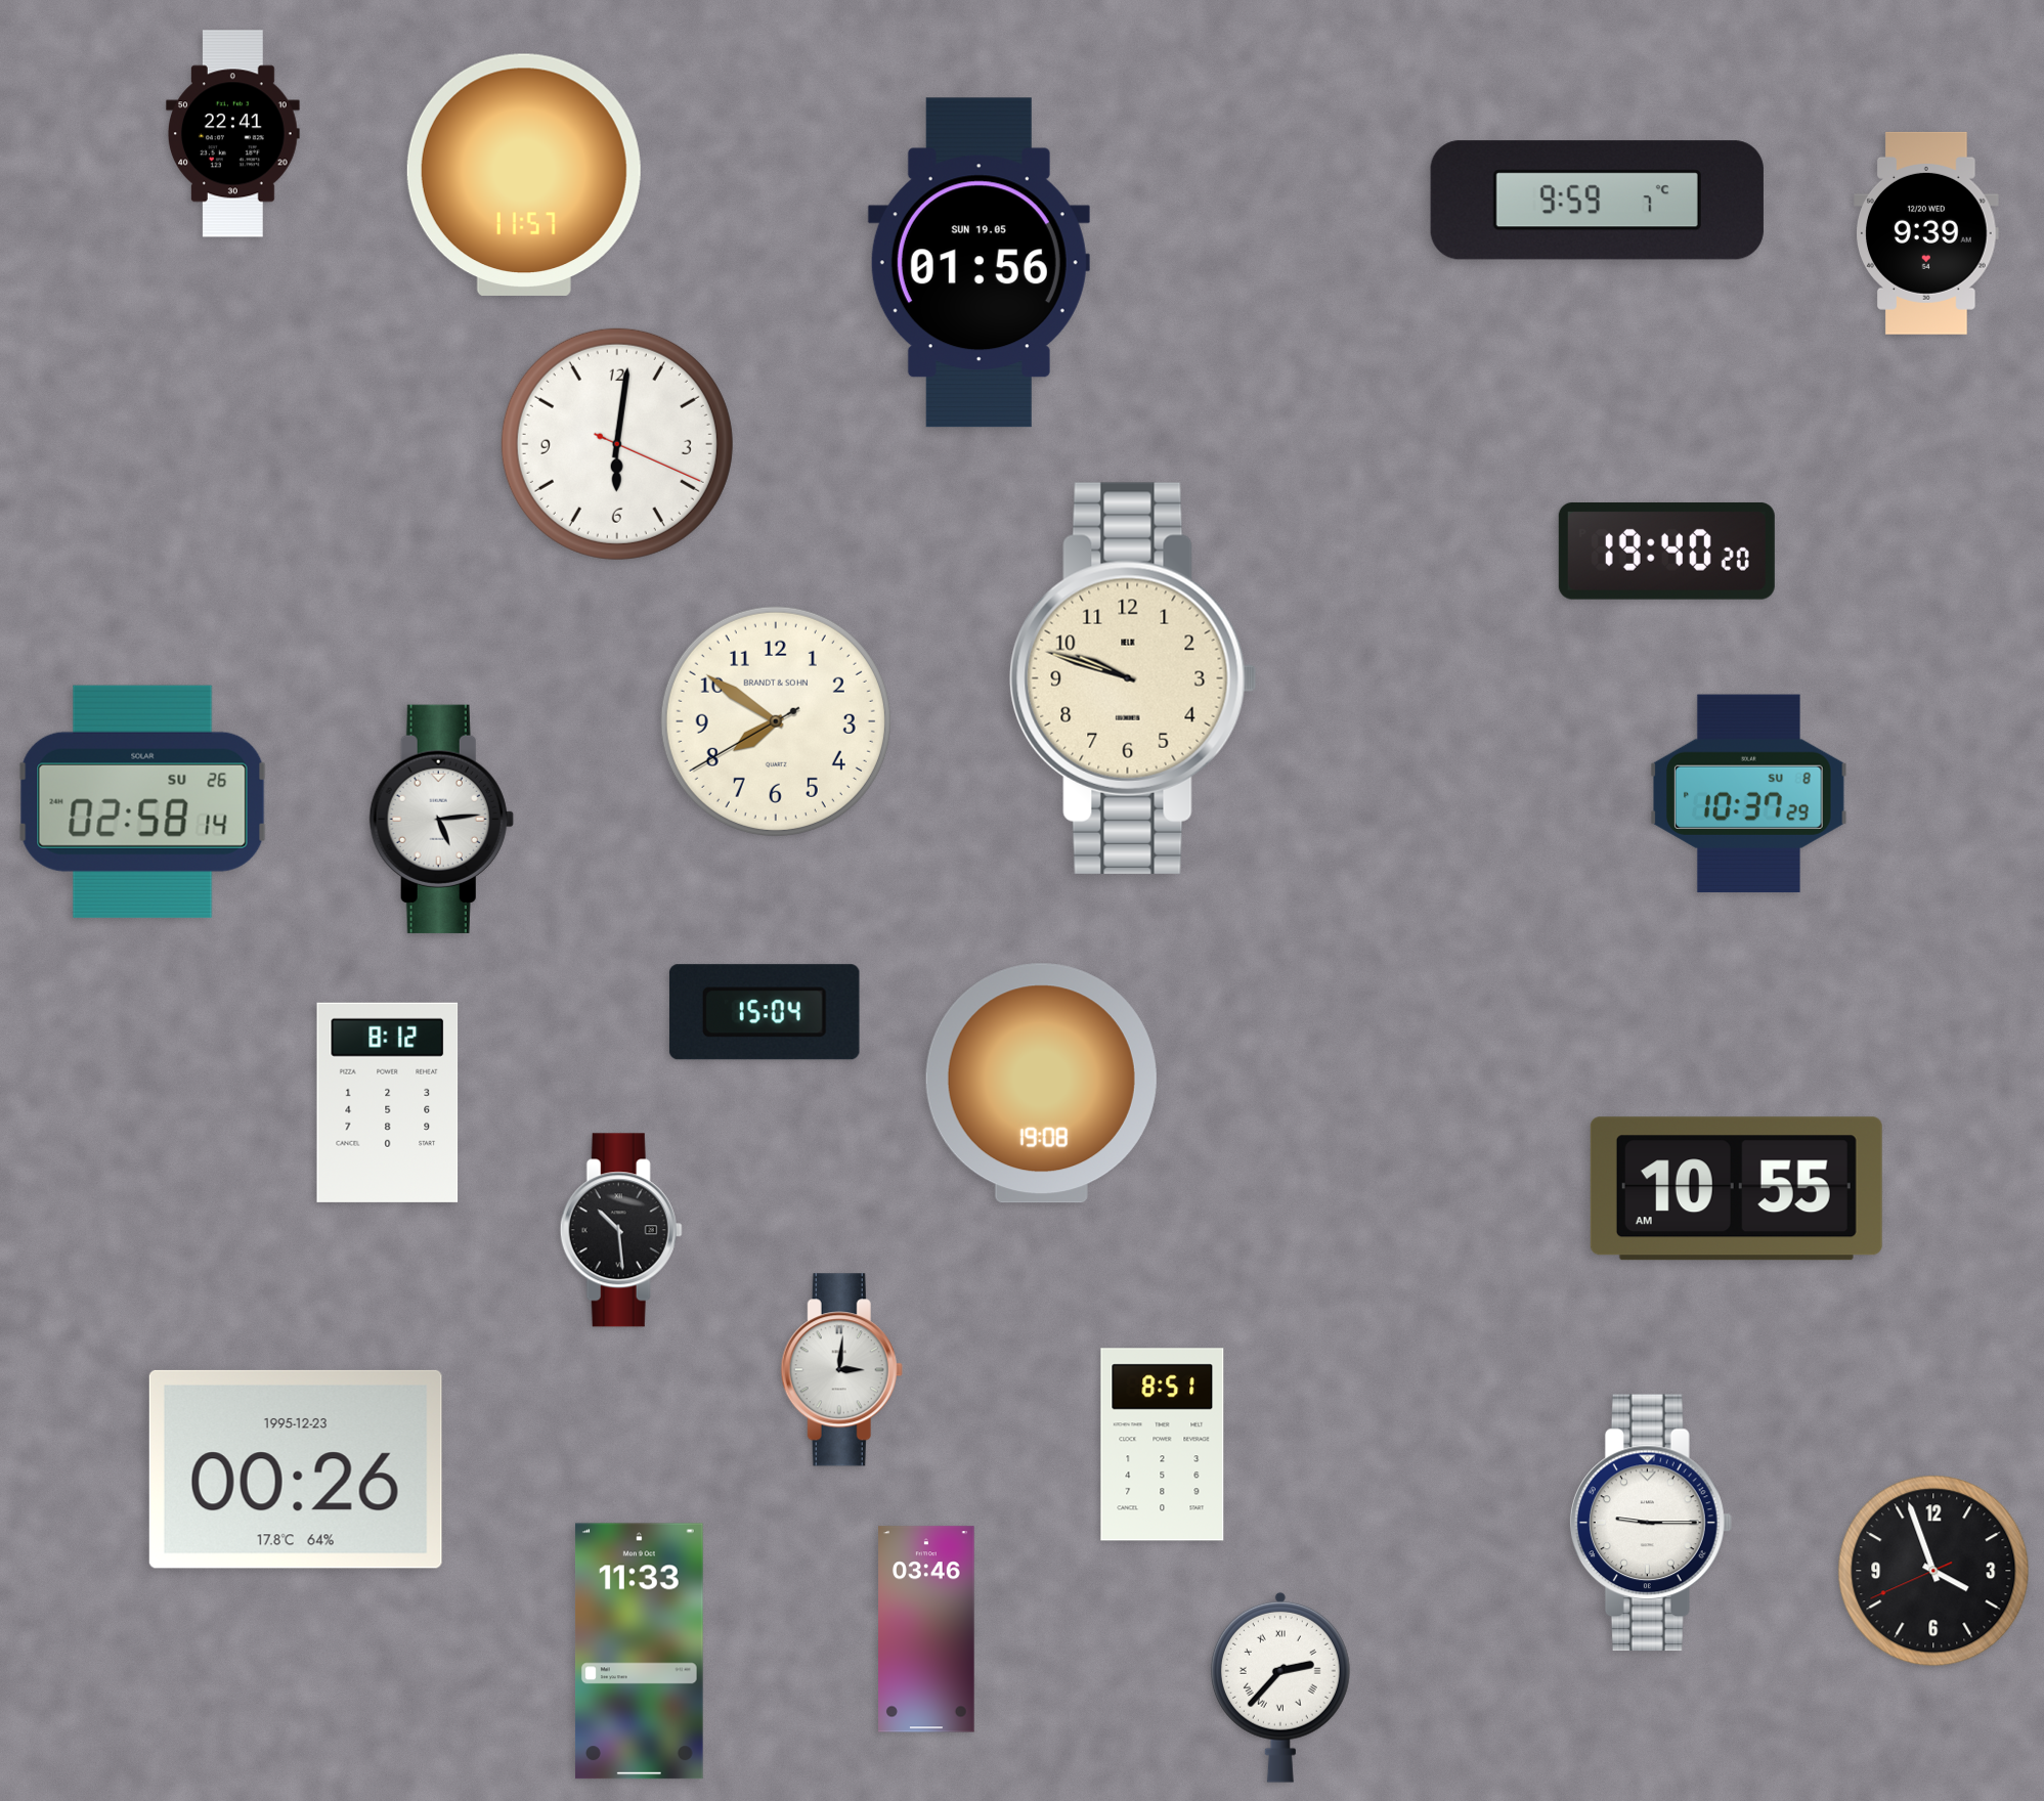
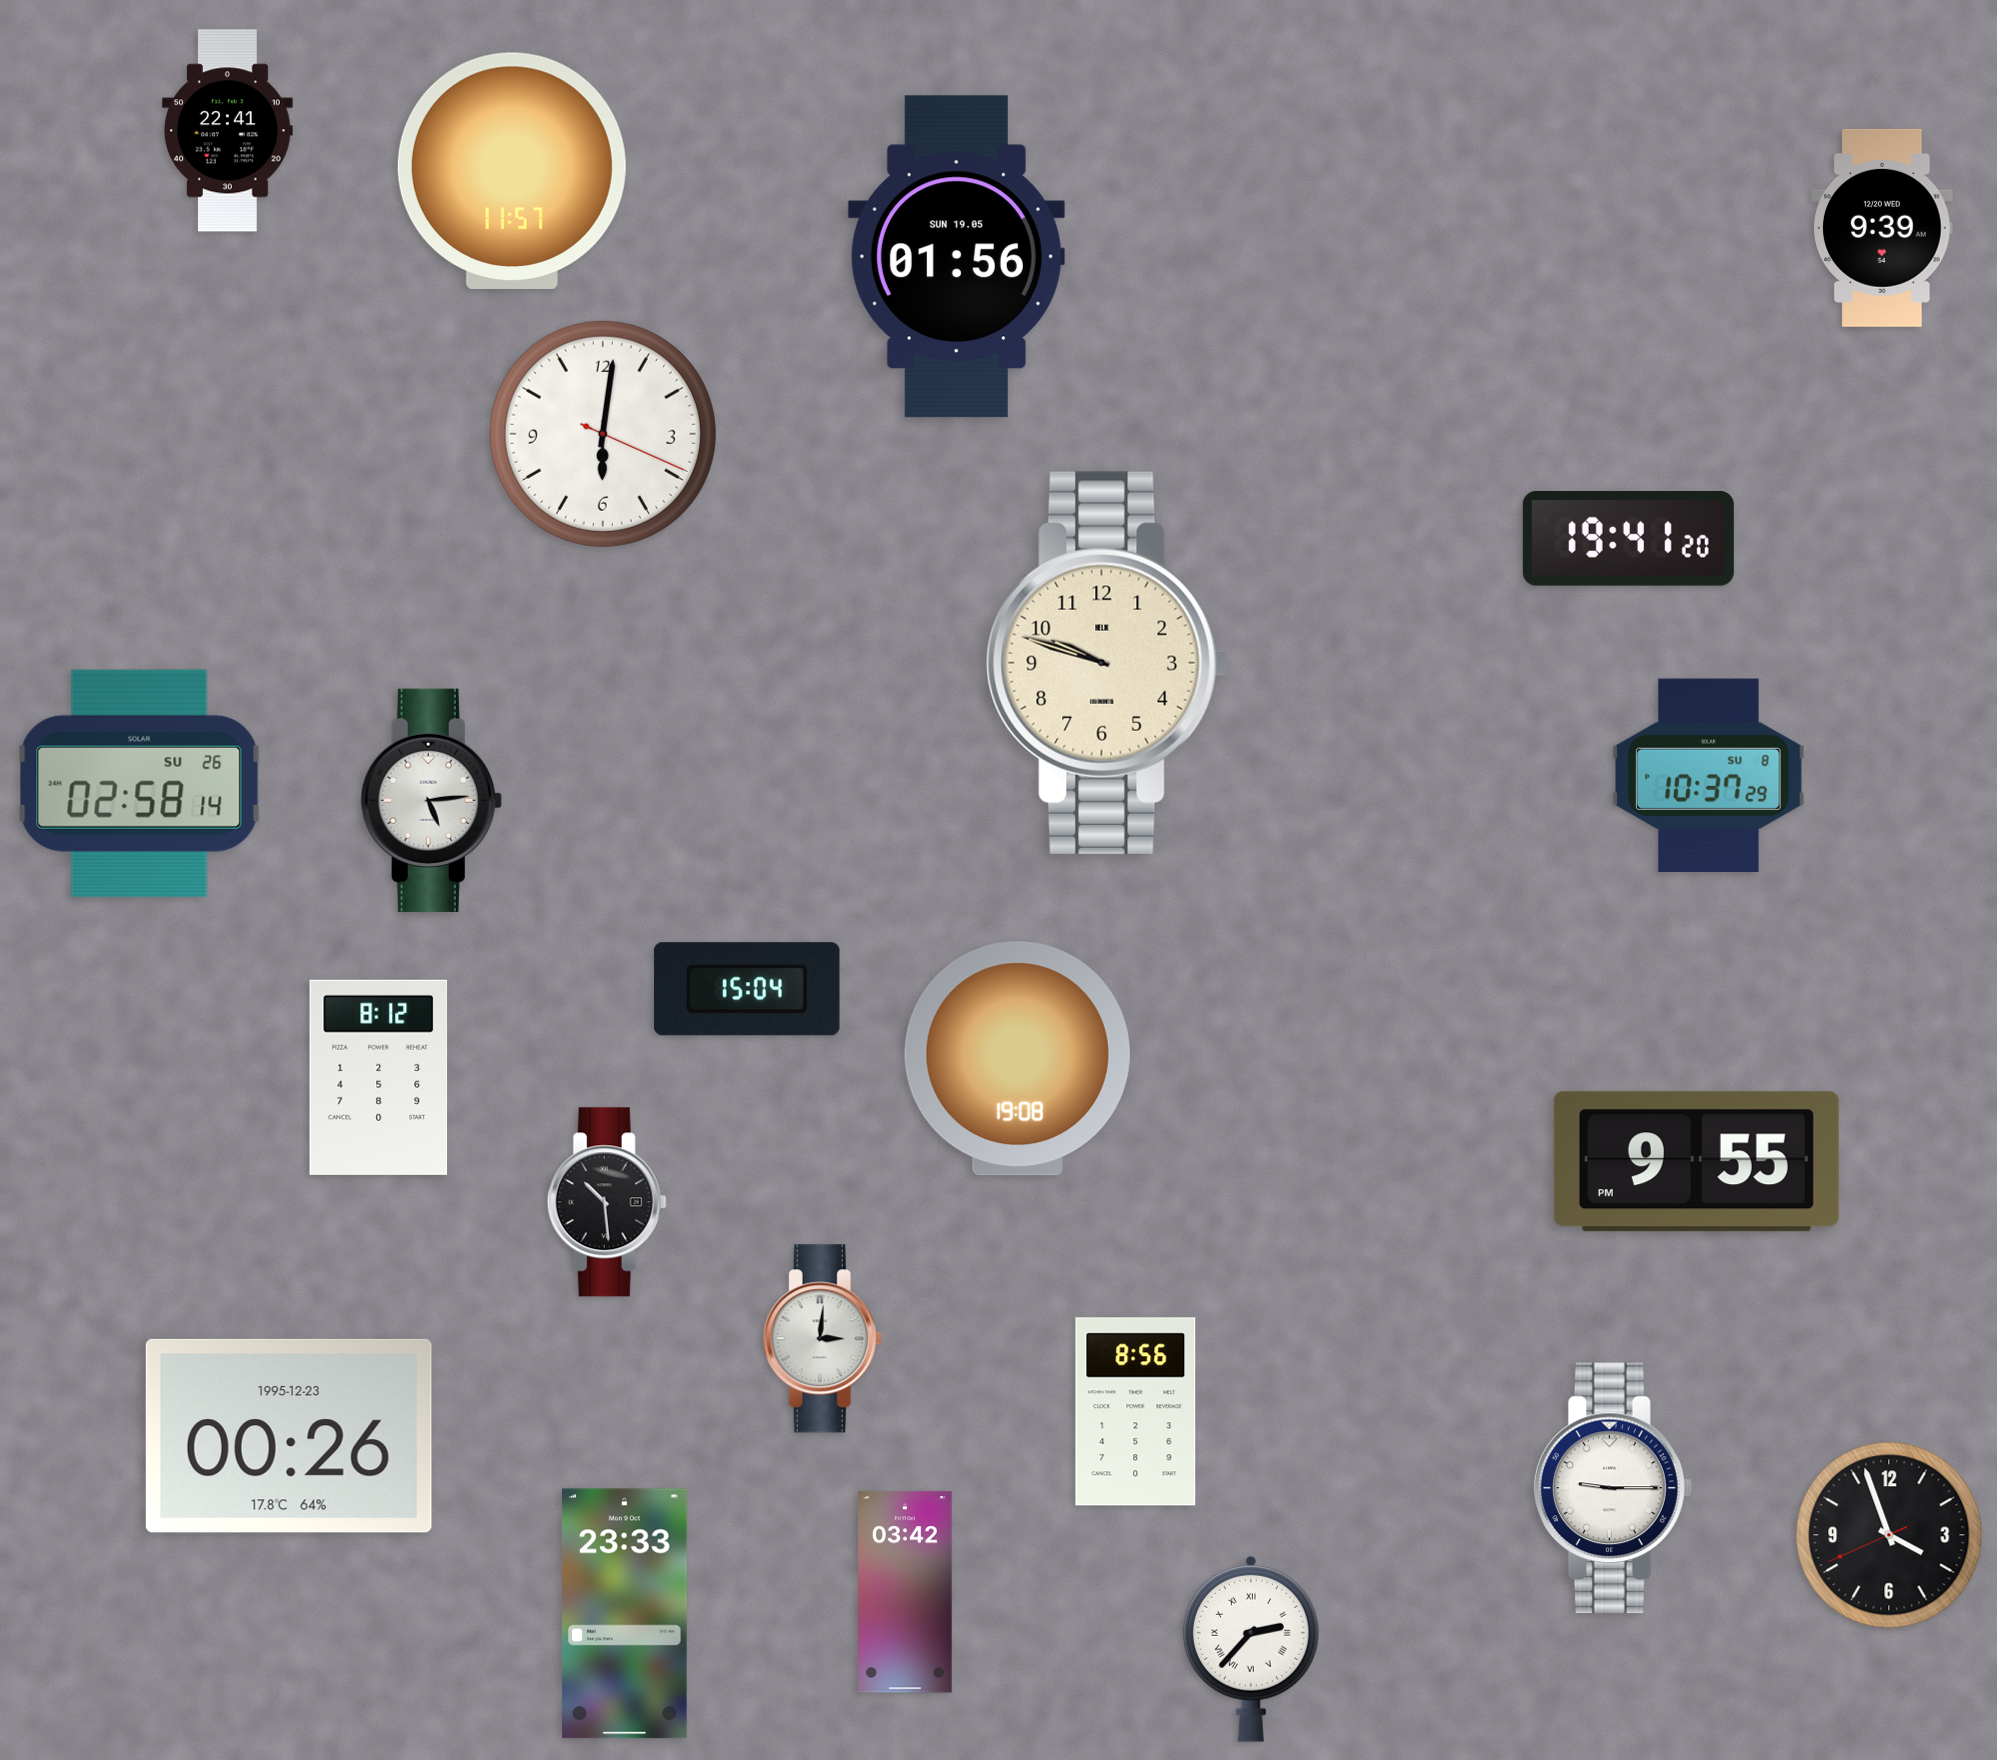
clock at (1597, 201): 9:59 -> none
clock at (1666, 552): 19:40 -> 19:41
clock at (776, 721): 7:50 -> none
clock at (1736, 1189): 10:55 -> 9:55
clock at (1163, 1445): 8:51 -> 8:56
clock at (926, 1629): 03:46 -> 03:42
clock at (639, 1652): 11:33 -> 23:33
